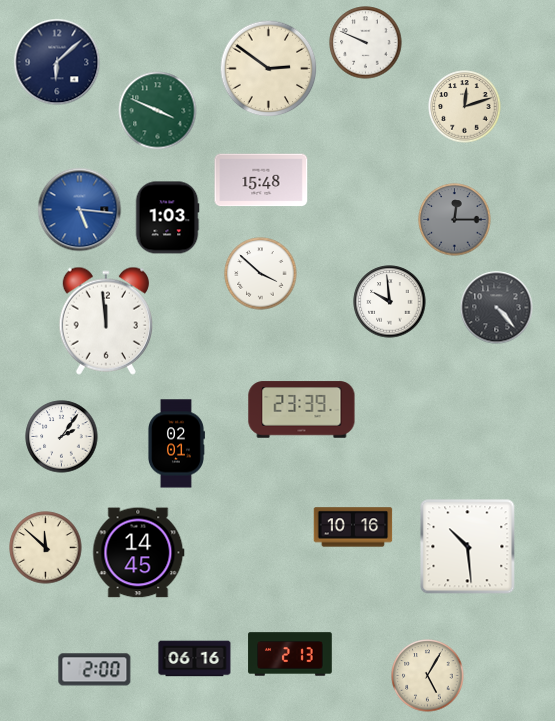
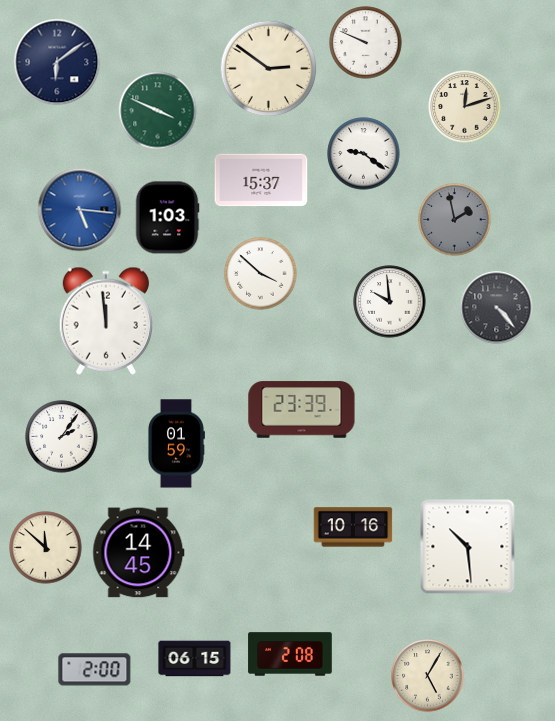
clock at (57, 62): 6:08 -> 6:09
clock at (364, 154): none -> 9:21
clock at (261, 180): 15:48 -> 15:37
clock at (455, 220): 12:15 -> 1:58
clock at (176, 444): 02:01 -> 01:59
clock at (290, 654): 2:13 -> 2:08
clock at (195, 659): 06:16 -> 06:15
